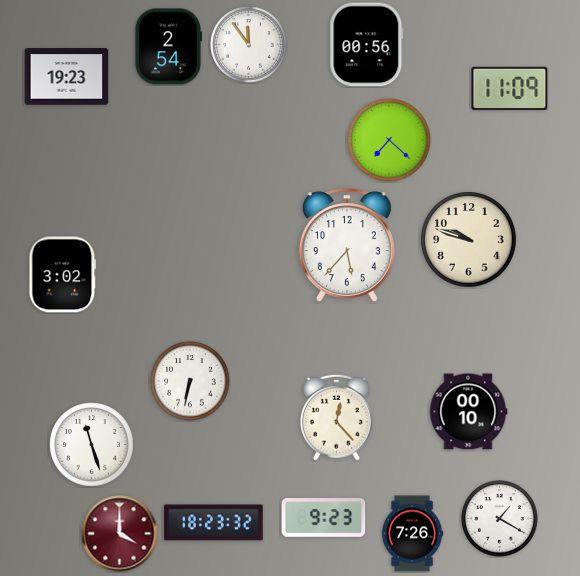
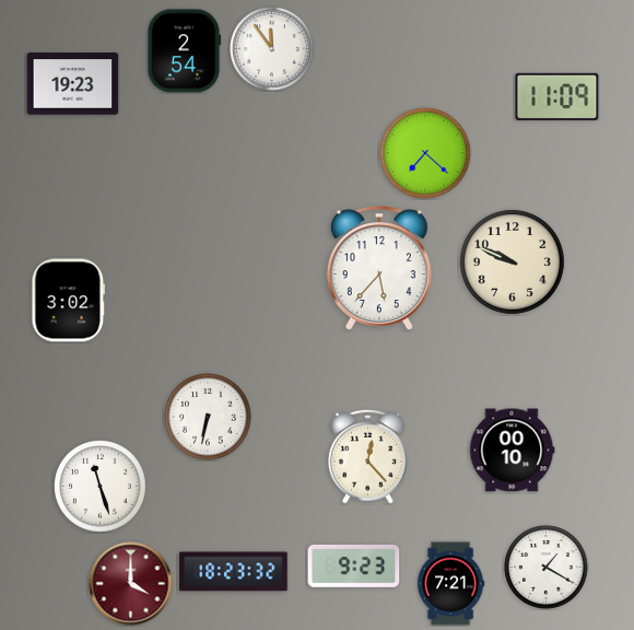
clock at (367, 45): 00:56 -> none
clock at (469, 240): 9:48 -> 9:49
clock at (412, 534): 7:26 -> 7:21
